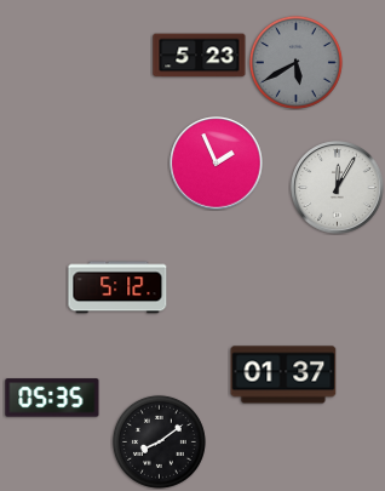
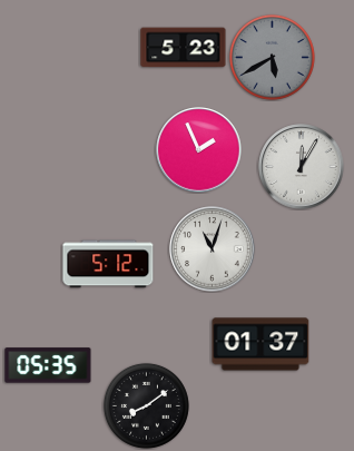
clock at (200, 56) position: (200, 56) -> (184, 48)
clock at (338, 188) position: (338, 188) -> (302, 167)
clock at (213, 249): none -> 11:03
